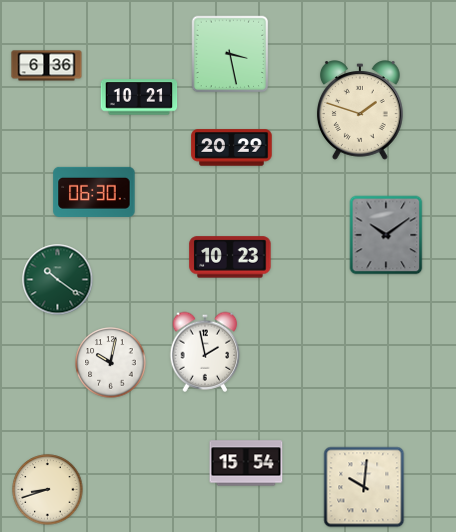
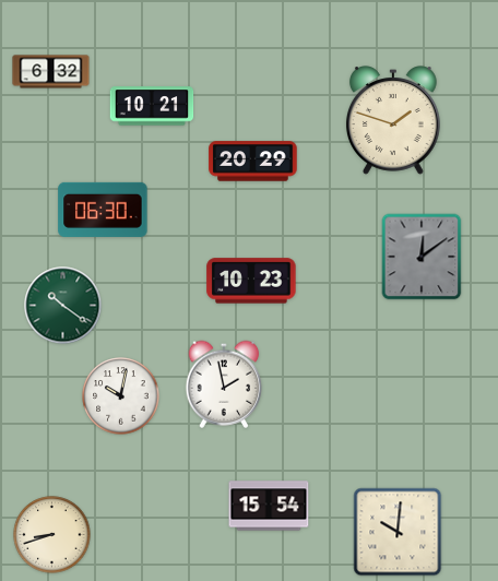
clock at (230, 54): 3:28 -> none
clock at (47, 66): 6:36 -> 6:32
clock at (386, 235): 10:09 -> 12:09
